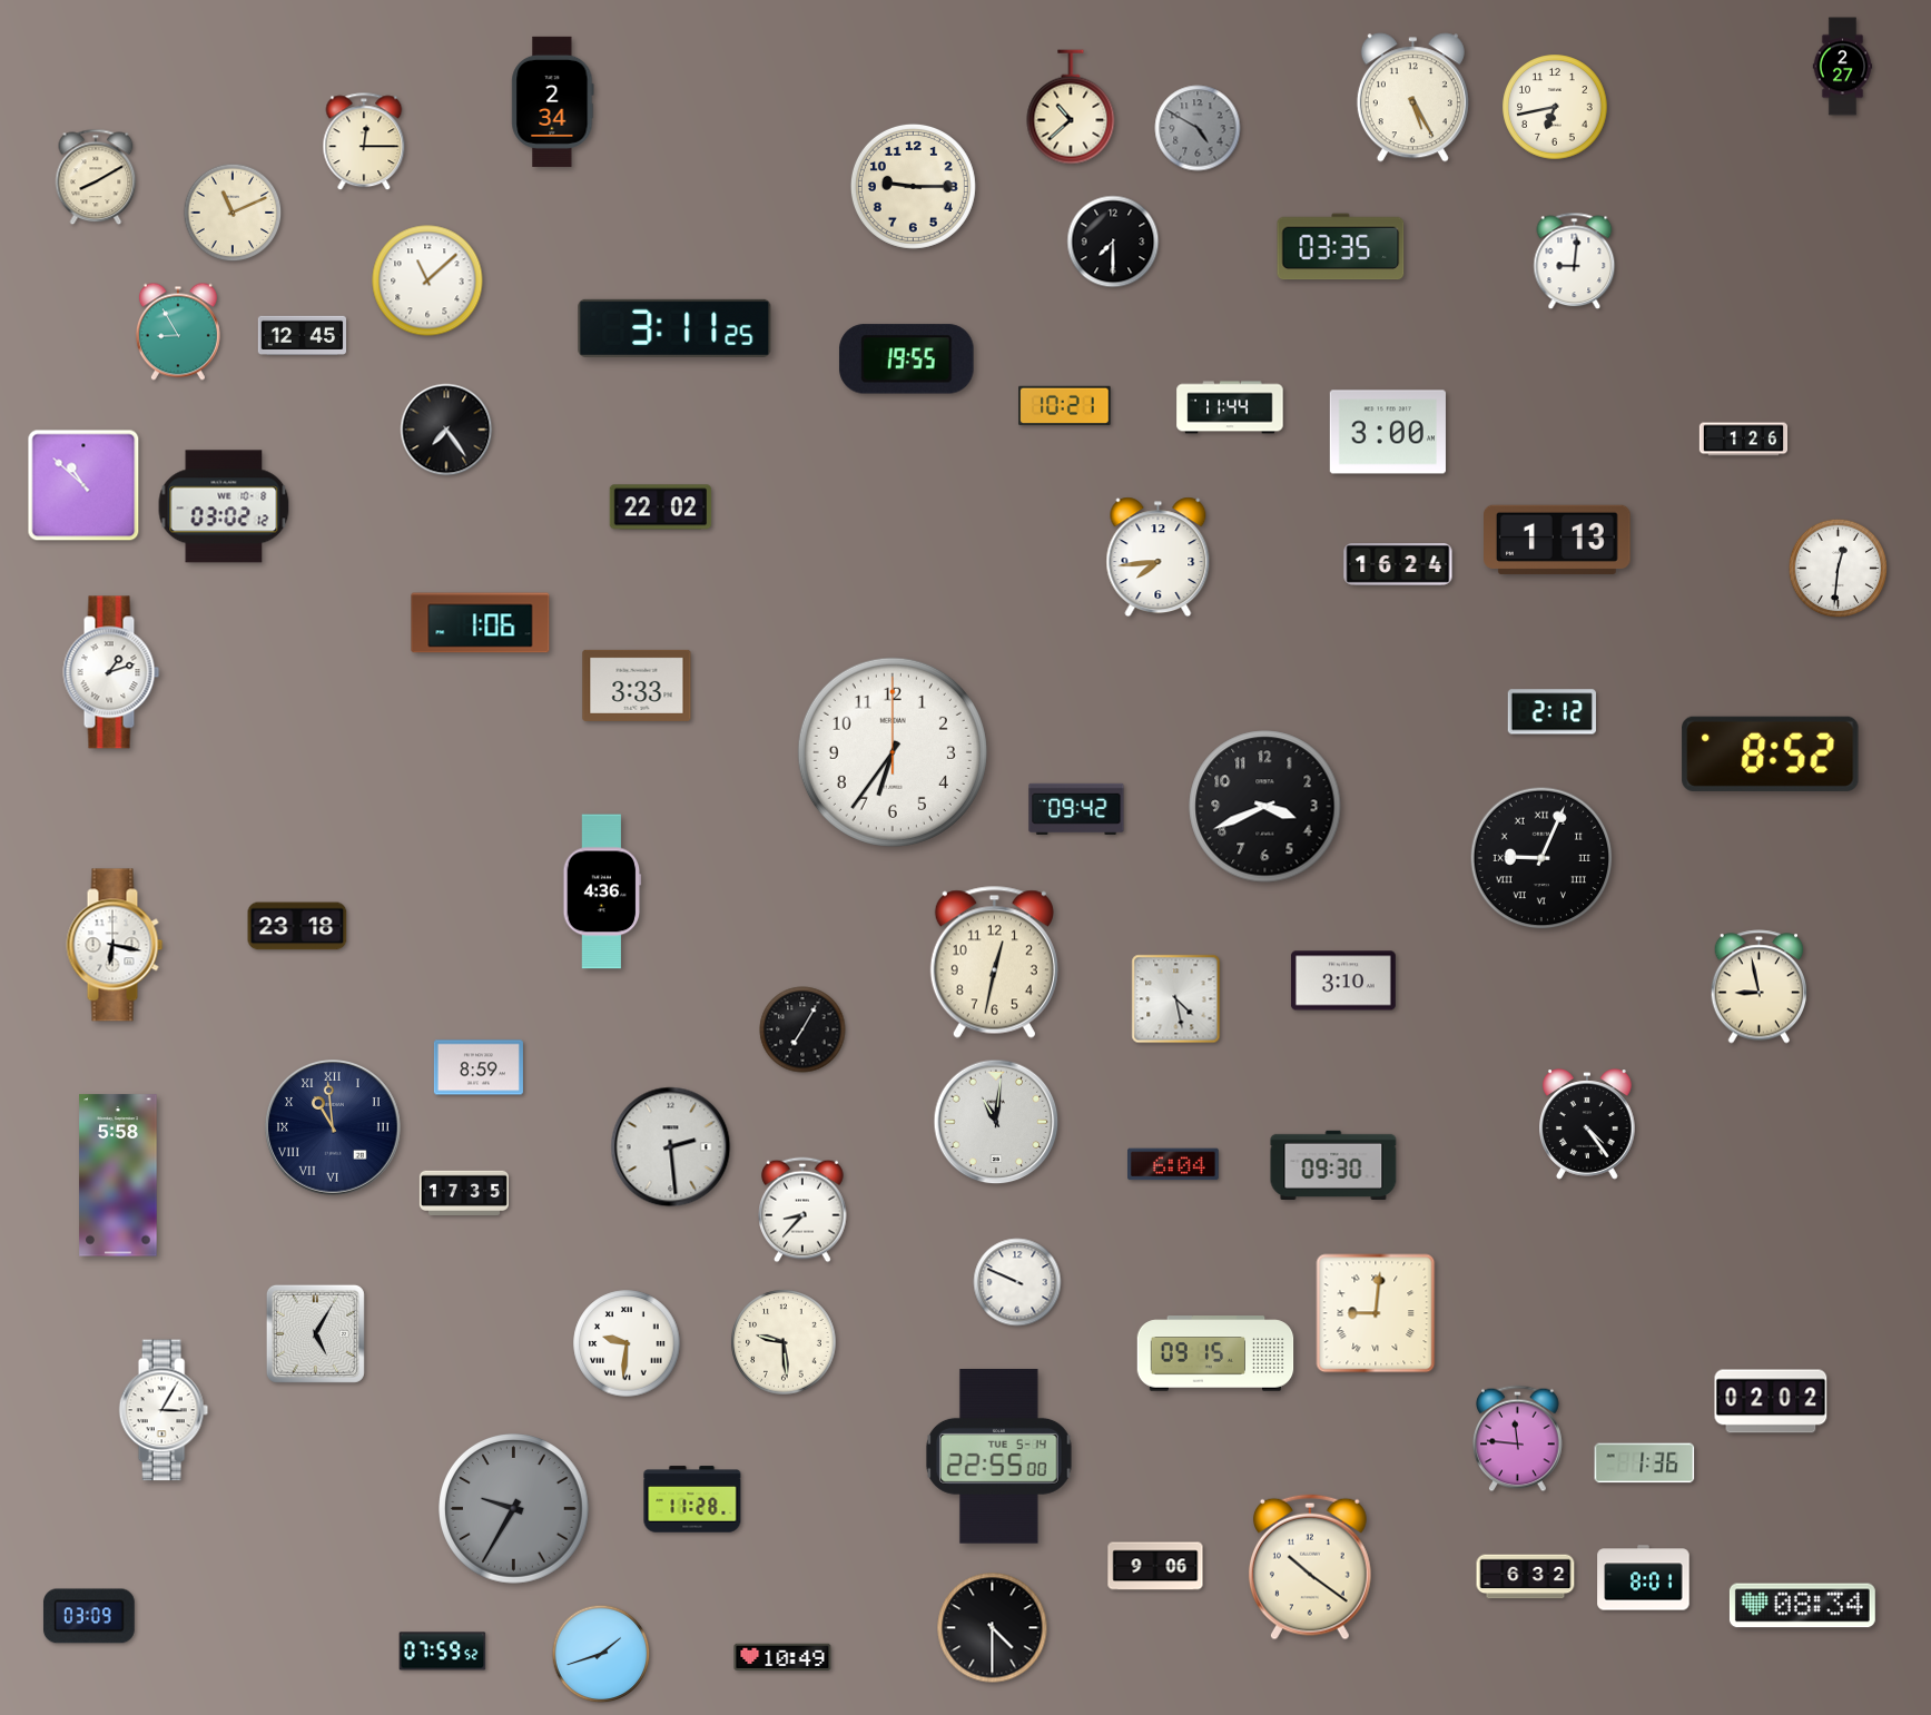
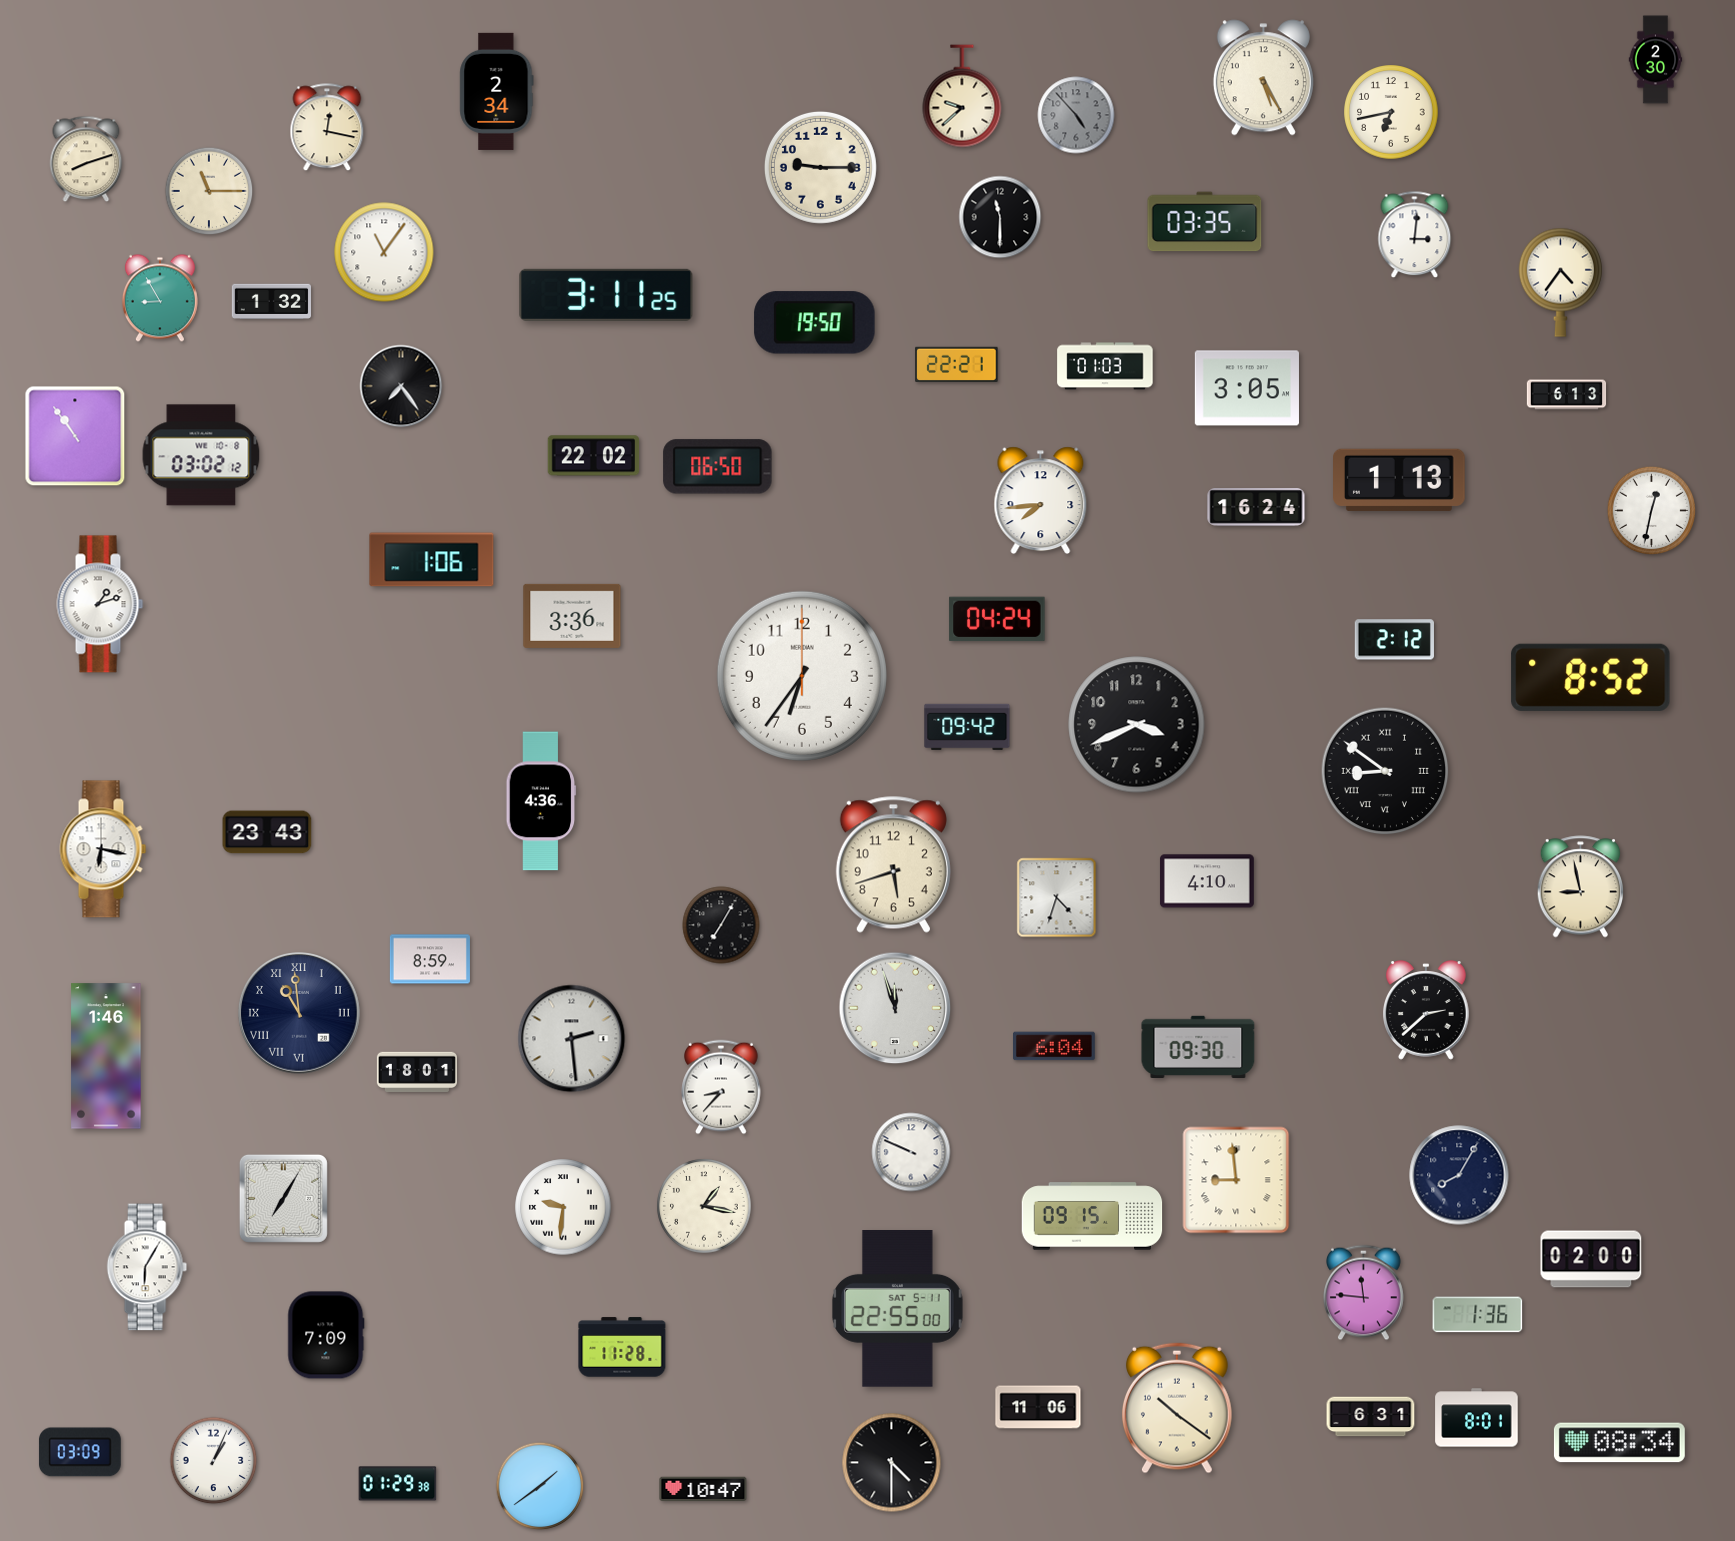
clock at (1843, 67): 2:27 -> 2:30
clock at (1412, 98) position: (1412, 98) -> (1263, 78)
clock at (1071, 107): 10:38 -> 9:38
clock at (1555, 107) position: (1555, 107) -> (1391, 112)
clock at (1198, 128): 4:50 -> 4:53
clock at (364, 142): 12:15 -> 12:17
clock at (96, 177): 8:10 -> 8:12
clock at (233, 213): 11:11 -> 11:15
clock at (1113, 242): 7:30 -> 11:30
clock at (1575, 262): 9:01 -> 3:01
clock at (427, 280): 11:08 -> 11:06
clock at (1560, 282): none -> 4:36
clock at (303, 335): 12:45 -> 1:32
clock at (907, 359): 19:55 -> 19:50
clock at (1065, 405): 10:21 -> 22:21
clock at (1230, 407): 11:44 -> 01:03
clock at (1388, 432): 3:00 -> 3:05
clock at (1744, 440): 1:26 -> 6:13
clock at (83, 485): 10:52 -> 10:54
clock at (718, 467): none -> 06:50
clock at (1558, 539) position: (1558, 539) -> (1400, 479)
clock at (1839, 569): 12:31 -> 12:32
clock at (637, 686): 3:33 -> 3:36
clock at (997, 619): none -> 04:24
clock at (1541, 858): 9:04 -> 8:51
clock at (297, 926): 23:18 -> 23:43
clock at (994, 962): 12:32 -> 5:42
clock at (1343, 980): 3:10 -> 4:10
clock at (1176, 999): 4:28 -> 4:33
clock at (996, 1122): 11:01 -> 11:57
clock at (1588, 1124): 4:24 -> 2:38
clock at (671, 1147) position: (671, 1147) -> (572, 1039)
clock at (118, 1175): 5:58 -> 1:46
clock at (464, 1193): 17:35 -> 18:01
clock at (1017, 1282) position: (1017, 1282) -> (911, 1152)
clock at (1459, 1175): none -> 8:05
clock at (1376, 1313): 9:01 -> 8:59
clock at (315, 1333): 5:05 -> 7:05
clock at (784, 1342): 9:29 -> 1:17
clock at (1771, 1401): 02:02 -> 02:00
clock at (164, 1410): 3:05 -> 6:05
clock at (999, 1457) date: TUE 5-14 -> SAT 5-11
clock at (326, 1335): none -> 7:09
clock at (514, 1509): 9:35 -> none
clock at (1155, 1566): 9:06 -> 11:06
clock at (1526, 1577): 6:32 -> 6:31
clock at (214, 1461): none -> 1:04
clock at (443, 1652): 07:59 -> 01:29
clock at (601, 1654): 1:42 -> 1:39
clock at (782, 1657): 10:49 -> 10:47
